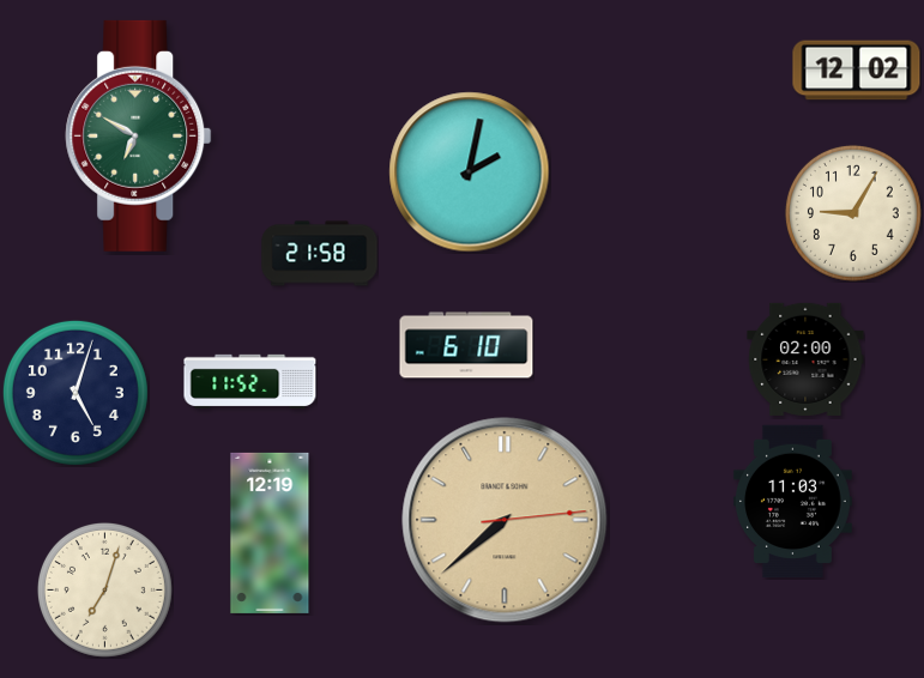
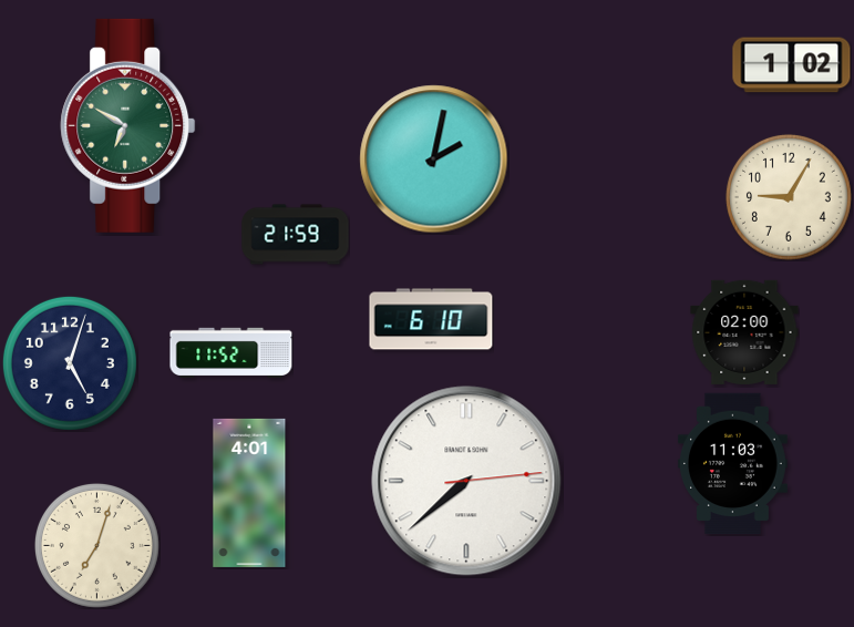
clock at (857, 71): 12:02 -> 1:02
clock at (320, 254): 21:58 -> 21:59
clock at (505, 520) dial: champagne -> white
clock at (270, 533): 12:19 -> 4:01
